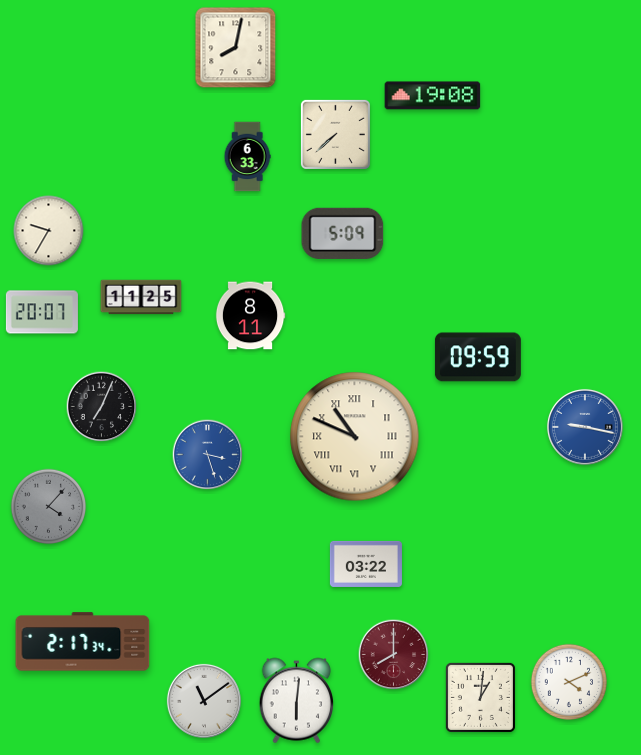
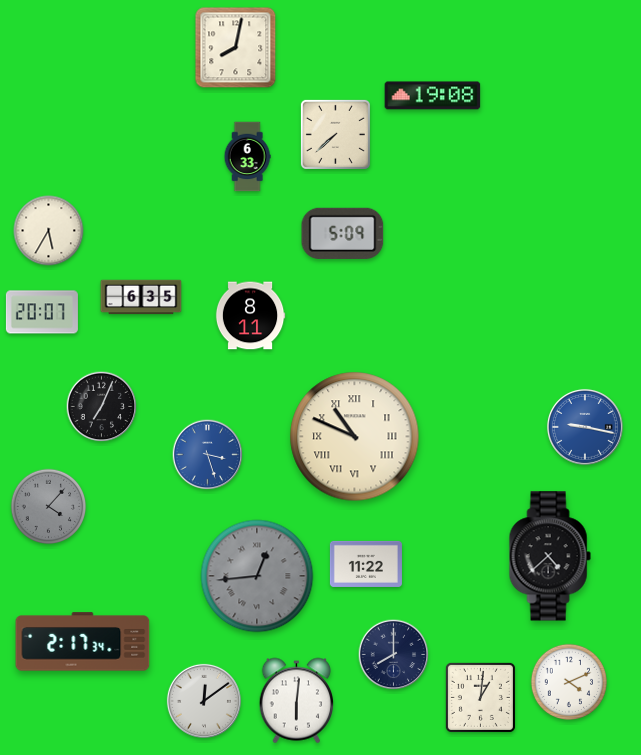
clock at (49, 231): 9:35 -> 5:35
clock at (141, 297): 11:25 -> 6:35
clock at (478, 357): 09:59 -> none
clock at (550, 556): none -> 4:38
clock at (366, 564): 03:22 -> 11:22
clock at (257, 576): none -> 12:44
clock at (394, 655) dial: burgundy -> navy
clock at (204, 701): 11:09 -> 12:09
